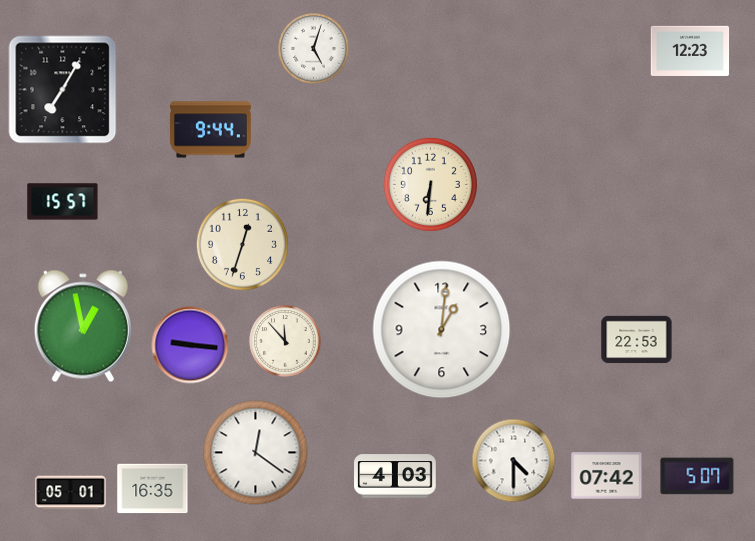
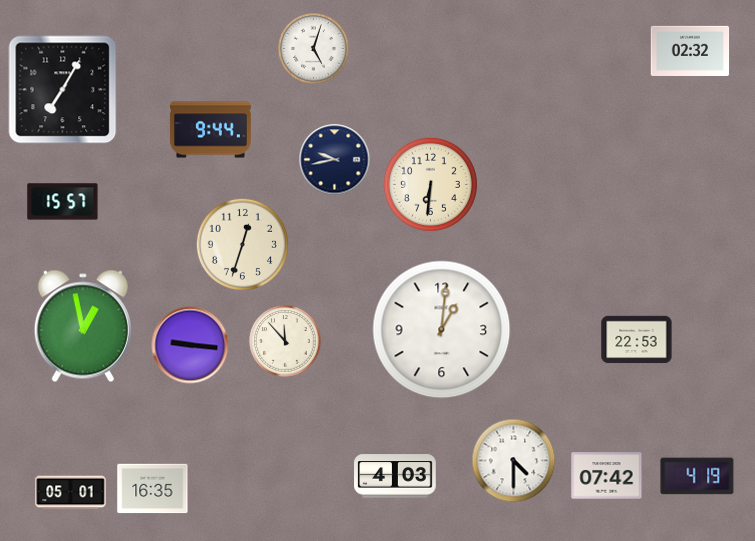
clock at (690, 51): 12:23 -> 02:32
clock at (335, 160): none -> 9:43
clock at (256, 453): 12:21 -> none
clock at (697, 476): 5:07 -> 4:19
